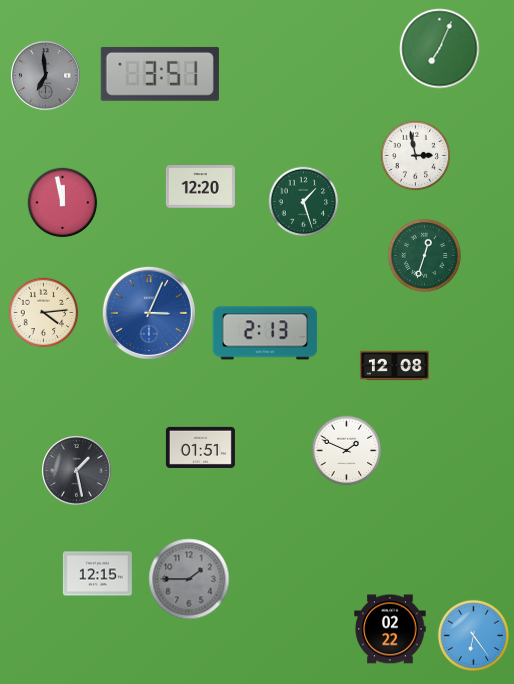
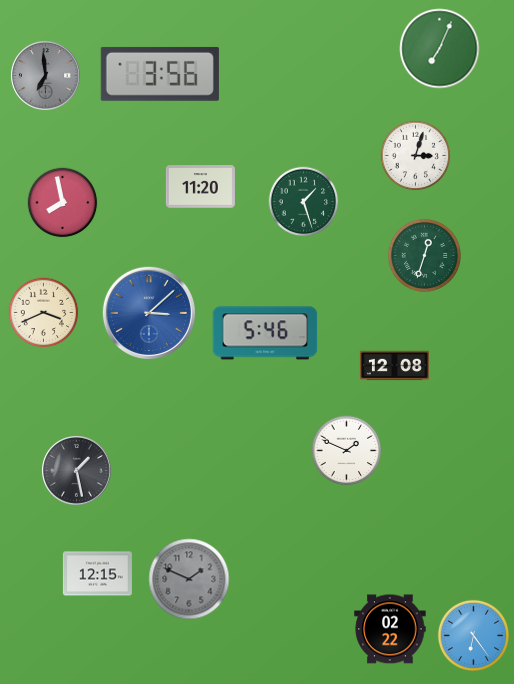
clock at (160, 74): 3:51 -> 3:56
clock at (416, 156): 2:58 -> 3:03
clock at (200, 187): 12:20 -> 11:20
clock at (63, 203): 11:58 -> 7:58
clock at (44, 313): 4:14 -> 3:41
clock at (149, 313): 3:04 -> 3:08
clock at (265, 333): 2:13 -> 5:46
clock at (200, 447): 01:51 -> none
clock at (189, 579): 1:45 -> 1:49
